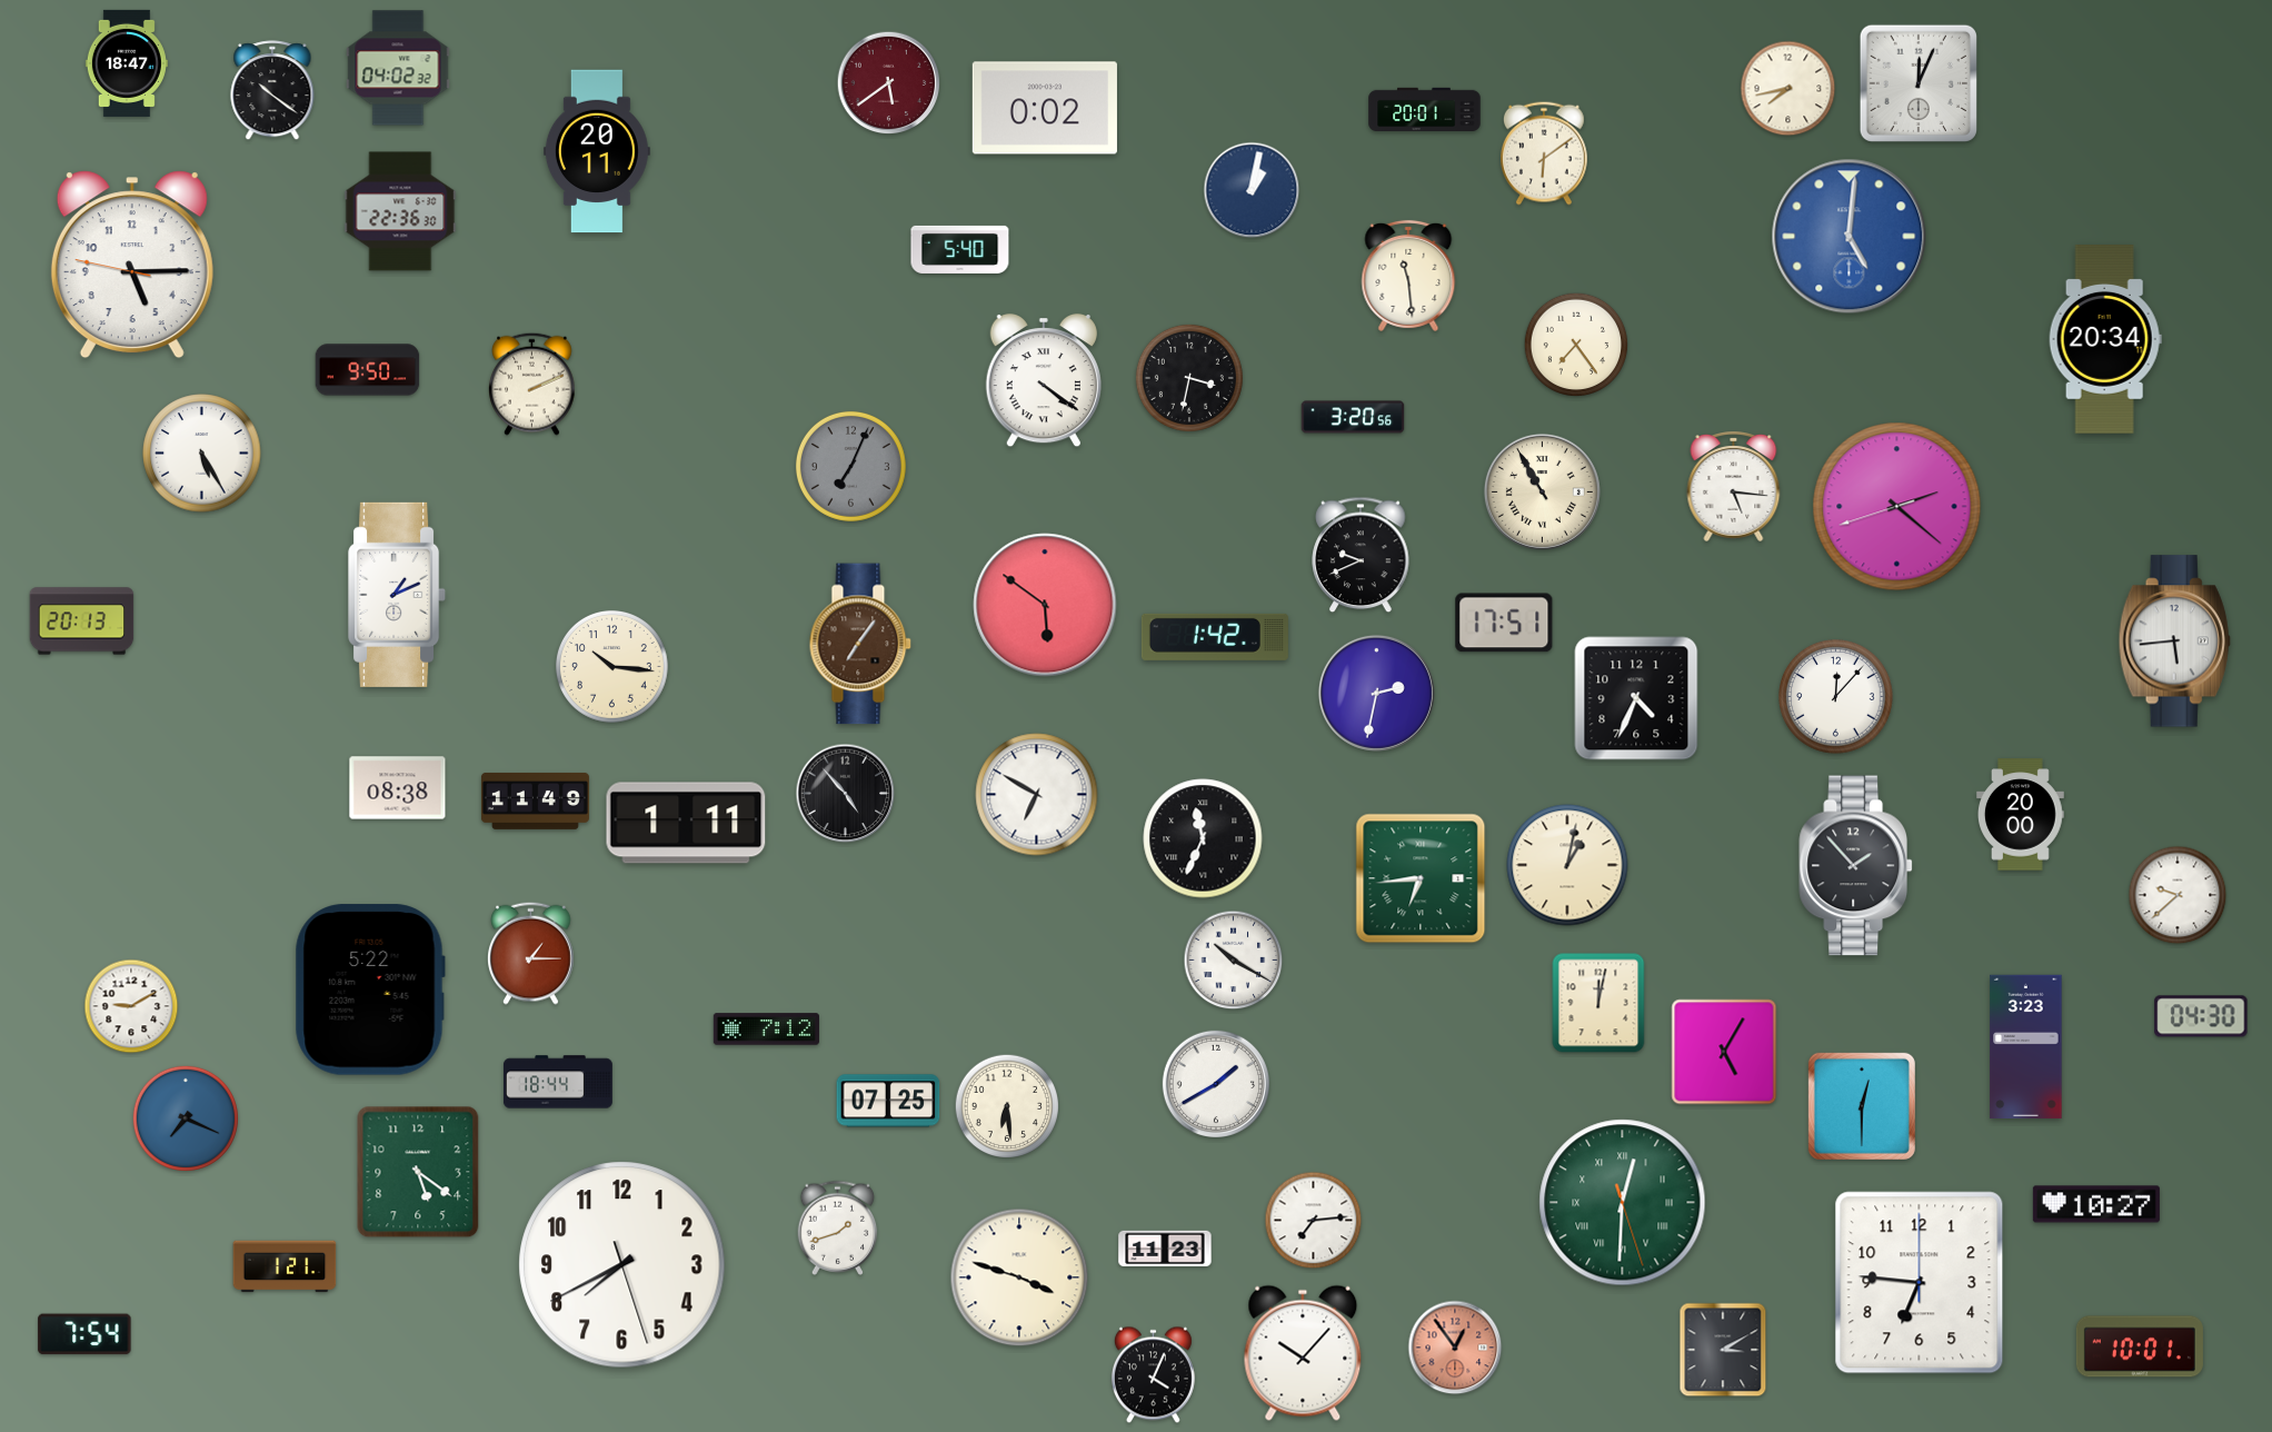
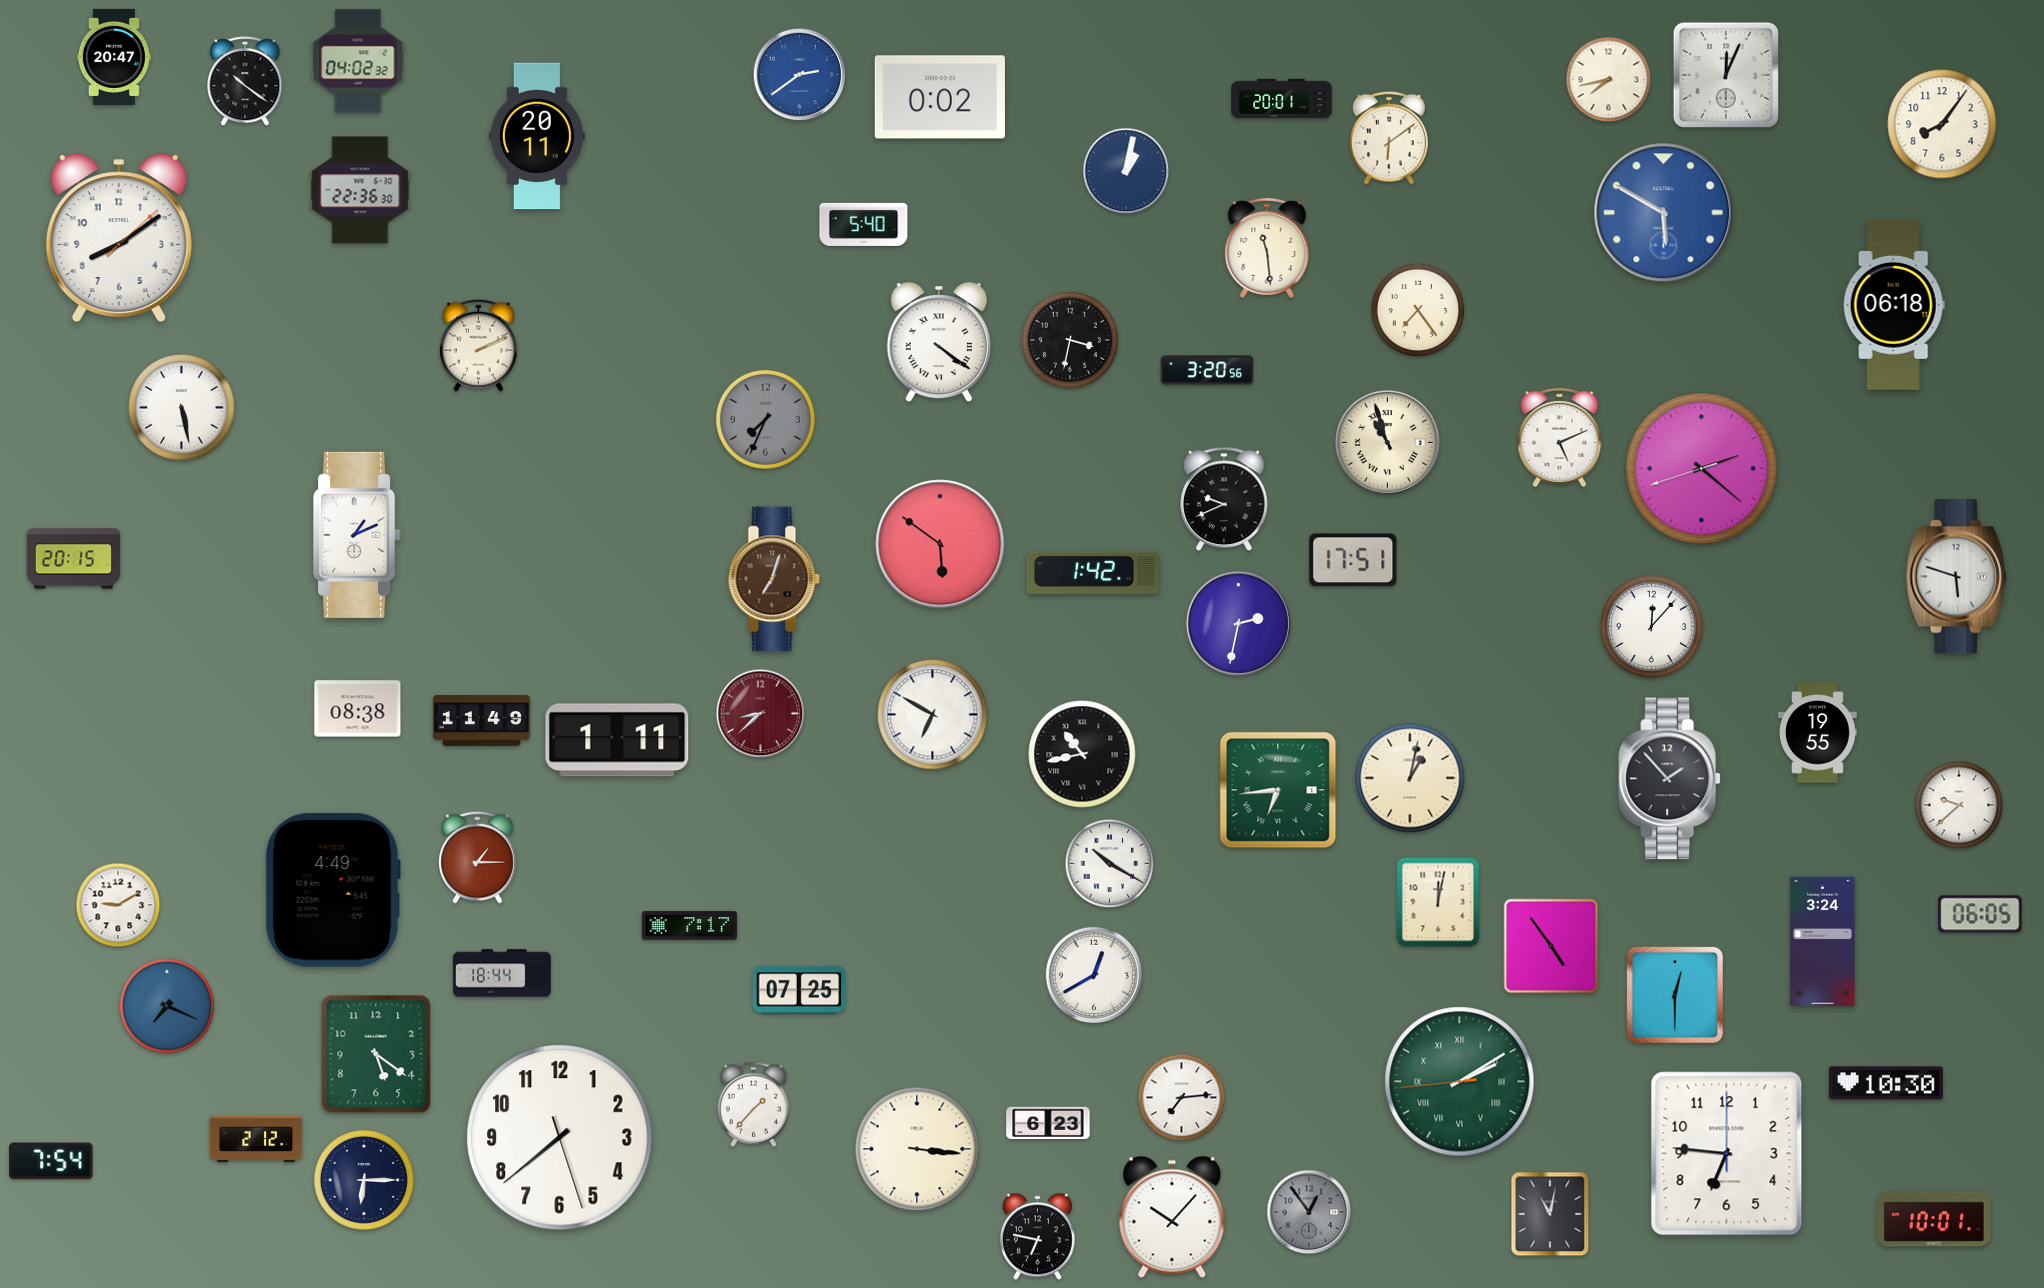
clock at (127, 63): 18:47 -> 20:47
clock at (889, 83): 5:39 -> 2:39
clock at (889, 83) dial: burgundy -> blue
clock at (1942, 124): none -> 8:06
clock at (1850, 237): 5:01 -> 5:50
clock at (132, 265): 5:14 -> 8:09
clock at (2105, 339): 20:34 -> 06:18
clock at (368, 370): 9:50 -> none
clock at (1353, 417) position: (1353, 417) -> (1207, 370)
clock at (202, 454): 5:25 -> 5:28
clock at (850, 466): 7:04 -> 7:34
clock at (1734, 487): 5:16 -> 5:11
clock at (1542, 491): 10:55 -> 10:57
clock at (1897, 507) position: (1897, 507) -> (1702, 469)
clock at (82, 621): 20:13 -> 20:15
clock at (2174, 642): 5:44 -> 5:48
clock at (860, 644): 7:06 -> 7:03
clock at (612, 667): 10:16 -> none
clock at (1636, 698): 4:34 -> none
clock at (846, 794): 4:53 -> 8:38
clock at (846, 794) dial: black -> burgundy
clock at (2021, 815): 20:00 -> 19:55
clock at (1203, 838): 11:34 -> 10:43
clock at (370, 990): 5:22 -> 4:49
clock at (2201, 1016): 04:30 -> 06:05
clock at (766, 1030): 7:12 -> 7:17
clock at (2026, 1047): 3:23 -> 3:24
clock at (1724, 1052): 5:05 -> 4:54
clock at (1215, 1083): 1:40 -> 12:40
clock at (1007, 1106): 6:29 -> none
clock at (1623, 1203): 12:30 -> 2:09
clock at (2096, 1204): 10:27 -> 10:30
clock at (838, 1227): 1:42 -> 1:37
clock at (1165, 1249): 11:23 -> 6:23
clock at (622, 1265): 7:40 -> 7:38
clock at (285, 1266): 1:21 -> 2:12
clock at (1019, 1277): 3:48 -> 3:16
clock at (364, 1180): none -> 6:15
clock at (84, 1334) position: (84, 1334) -> (51, 1161)
clock at (2140, 1346) position: (2140, 1346) -> (1934, 1219)
clock at (1455, 1348) dial: salmon -> grey
clock at (1723, 1350): 3:10 -> 11:02
clock at (1153, 1375): 4:04 -> 6:47
